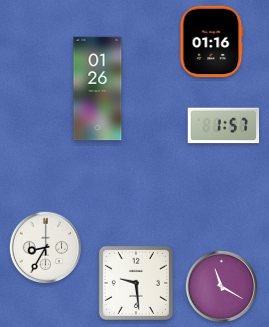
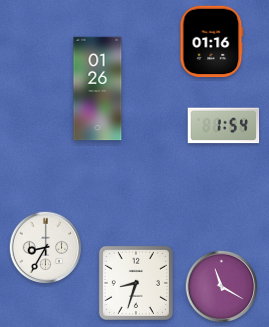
clock at (224, 126): 1:57 -> 1:54
clock at (136, 283): 9:29 -> 8:33
